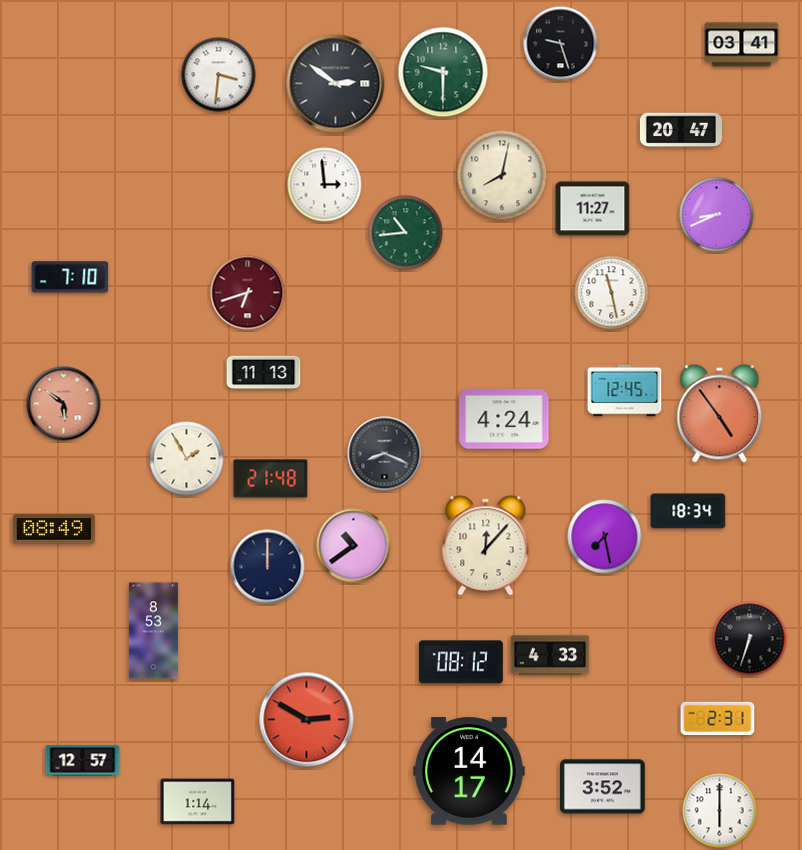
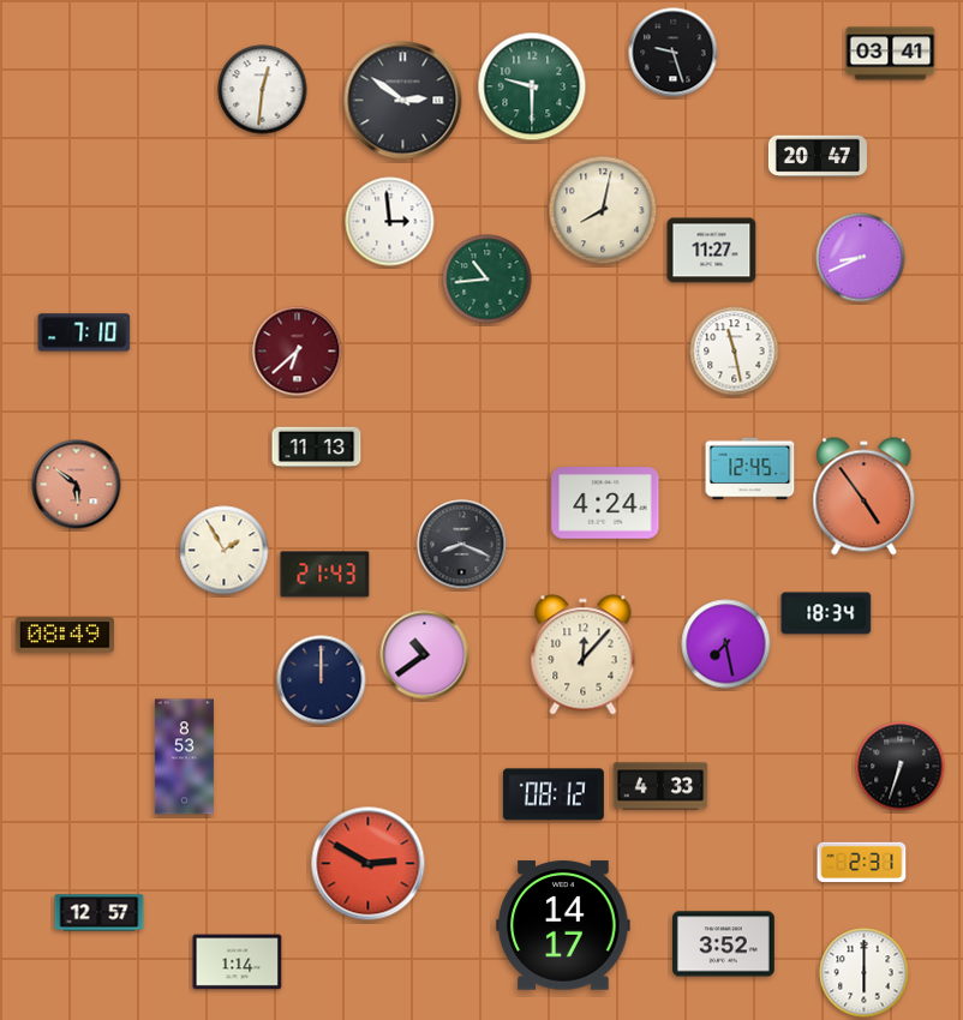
clock at (219, 75): 3:31 -> 12:31
clock at (248, 293): 6:42 -> 6:38
clock at (271, 479): 21:48 -> 21:43
